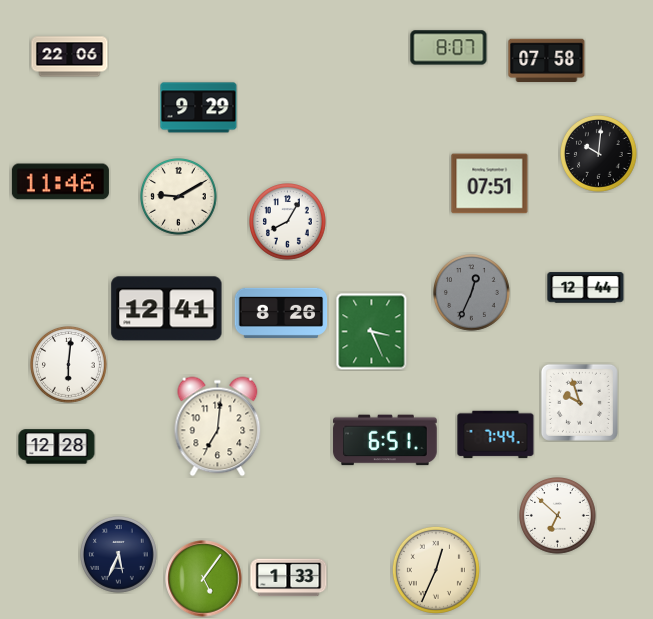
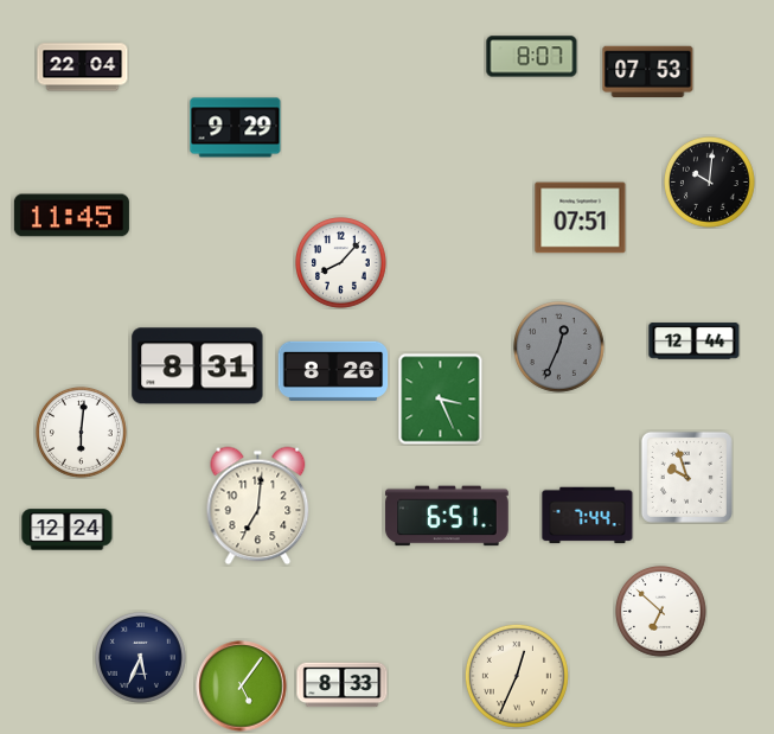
clock at (70, 57): 22:06 -> 22:04
clock at (547, 61): 07:58 -> 07:53
clock at (60, 182): 11:46 -> 11:45
clock at (179, 197): 9:10 -> none
clock at (288, 222): 8:05 -> 8:07
clock at (167, 309): 12:41 -> 8:31
clock at (372, 331) position: (372, 331) -> (441, 398)
clock at (385, 440) position: (385, 440) -> (447, 516)
clock at (57, 447): 12:28 -> 12:24
clock at (289, 578): 1:33 -> 8:33
